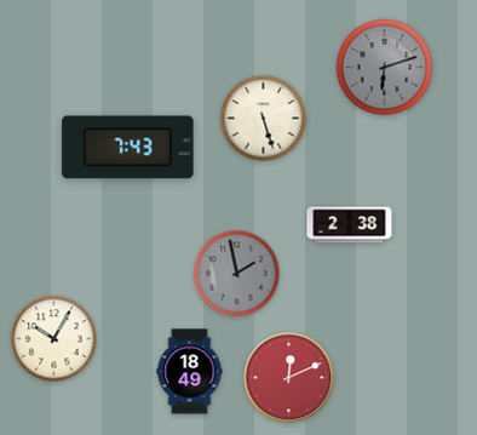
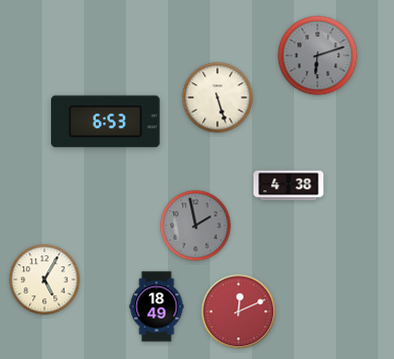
clock at (128, 148): 7:43 -> 6:53
clock at (350, 225): 2:38 -> 4:38
clock at (54, 339): 10:05 -> 5:05
